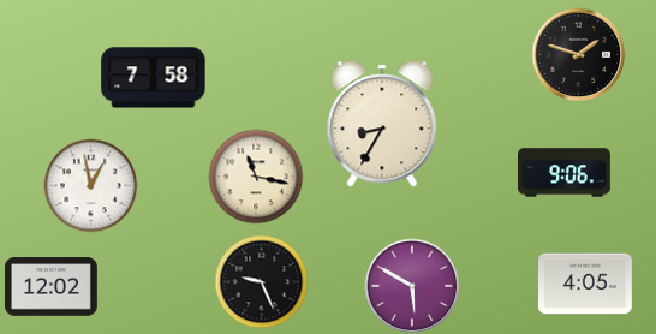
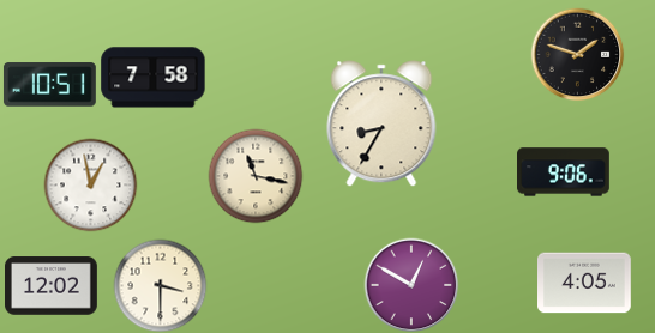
clock at (49, 85): none -> 10:51
clock at (261, 281): 9:26 -> none
clock at (160, 285): none -> 3:30
clock at (412, 286): 5:50 -> 12:50
